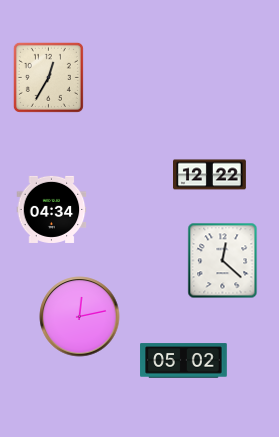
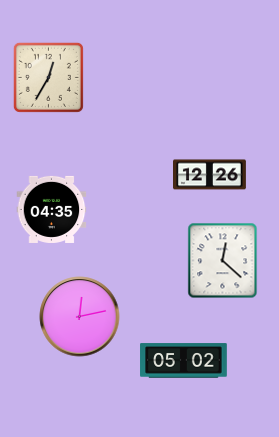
clock at (210, 175): 12:22 -> 12:26
clock at (52, 209): 04:34 -> 04:35
